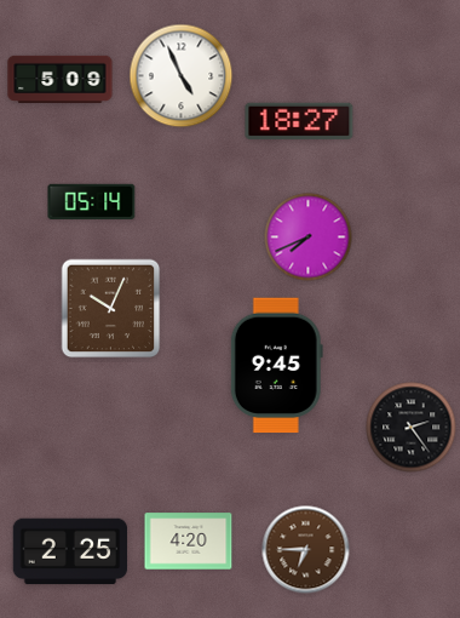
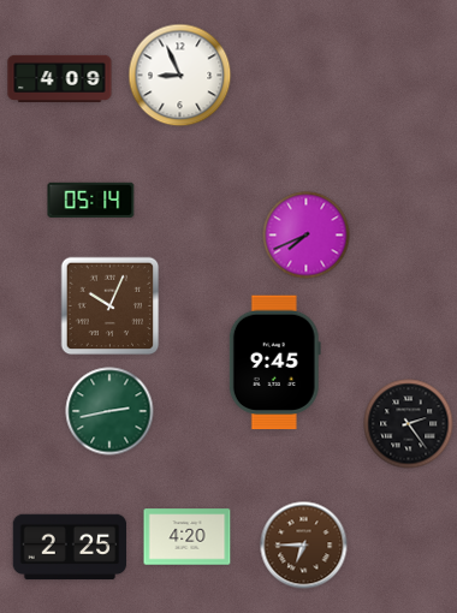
clock at (182, 76): 4:56 -> 8:56
clock at (61, 79): 5:09 -> 4:09
clock at (299, 121): 18:27 -> none
clock at (109, 411): none -> 2:43
